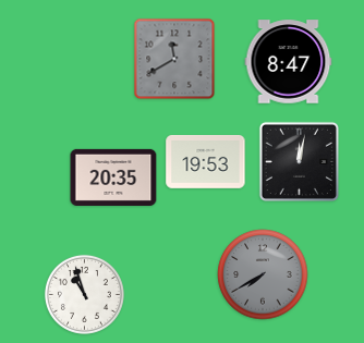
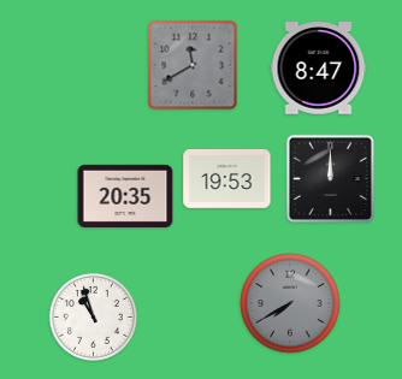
clock at (299, 161): 12:02 -> 12:00
clock at (84, 294) position: (84, 294) -> (93, 316)
